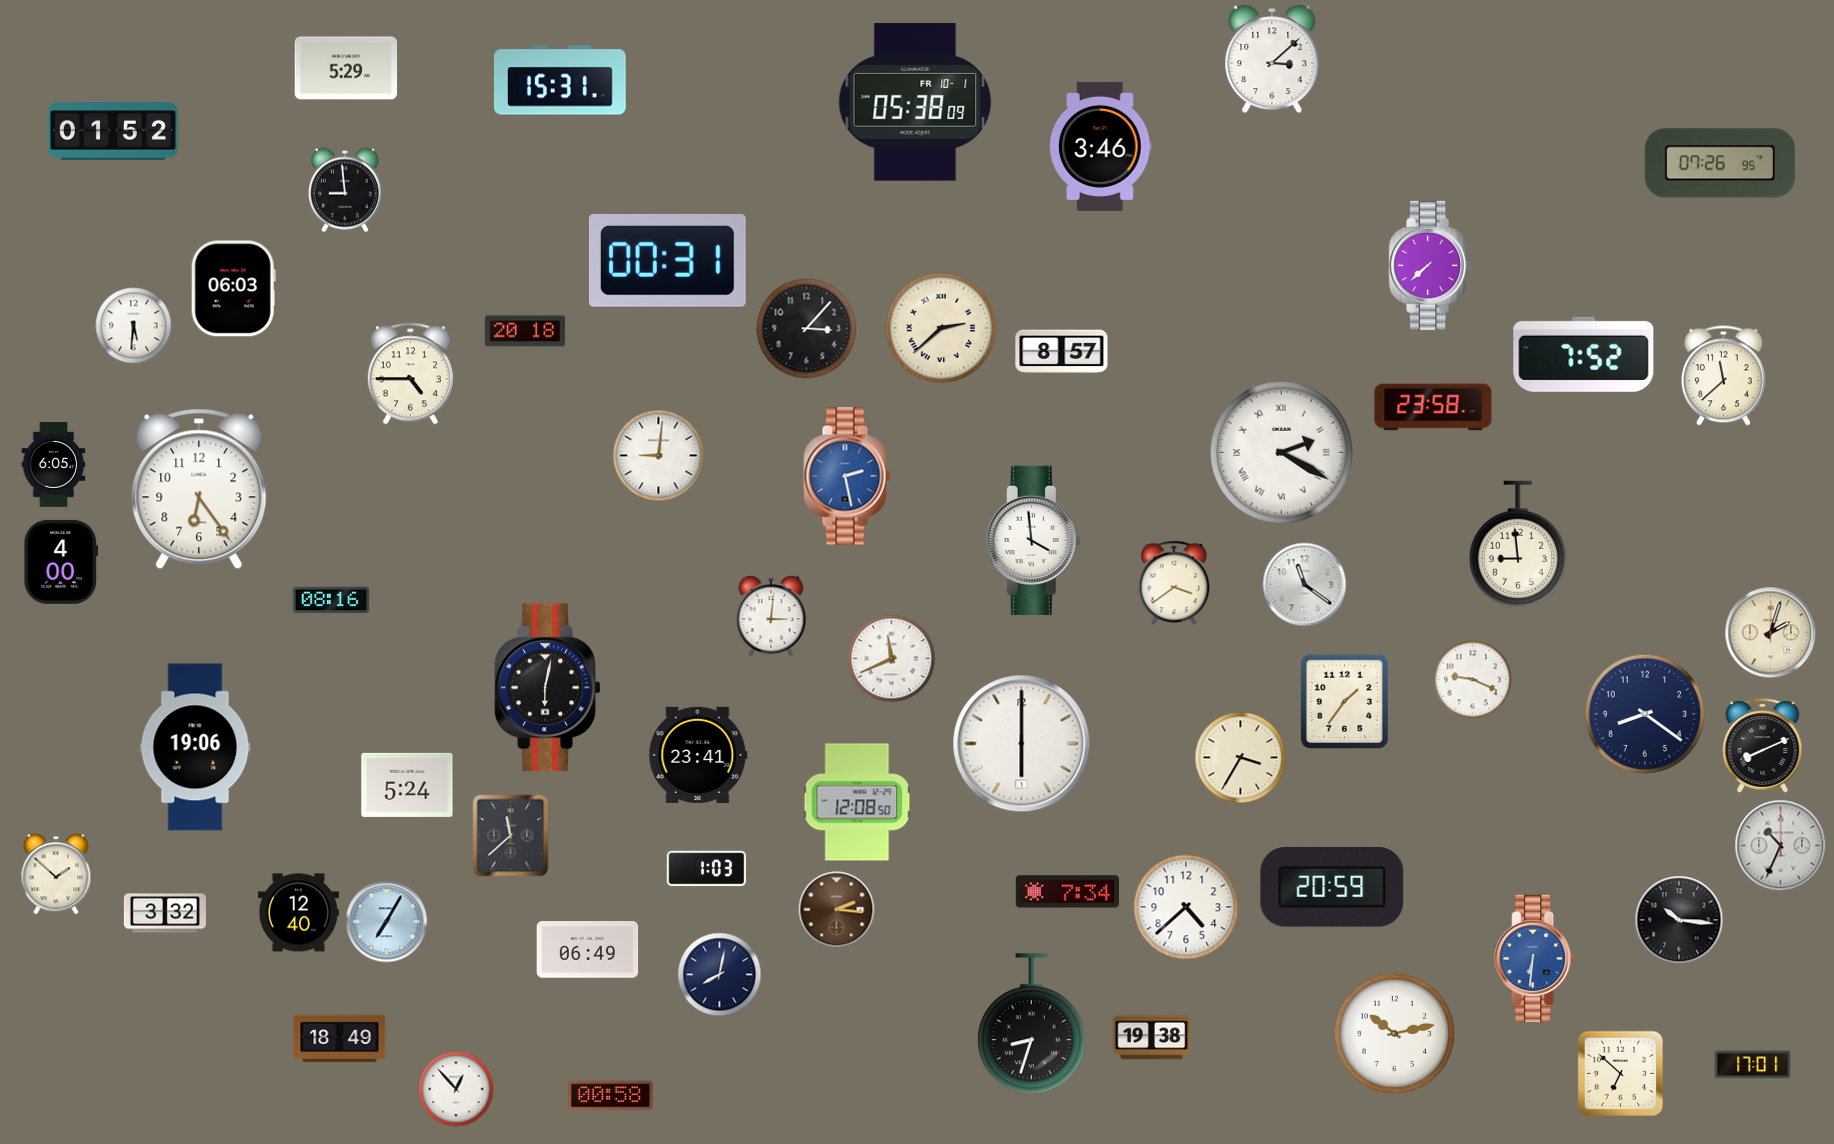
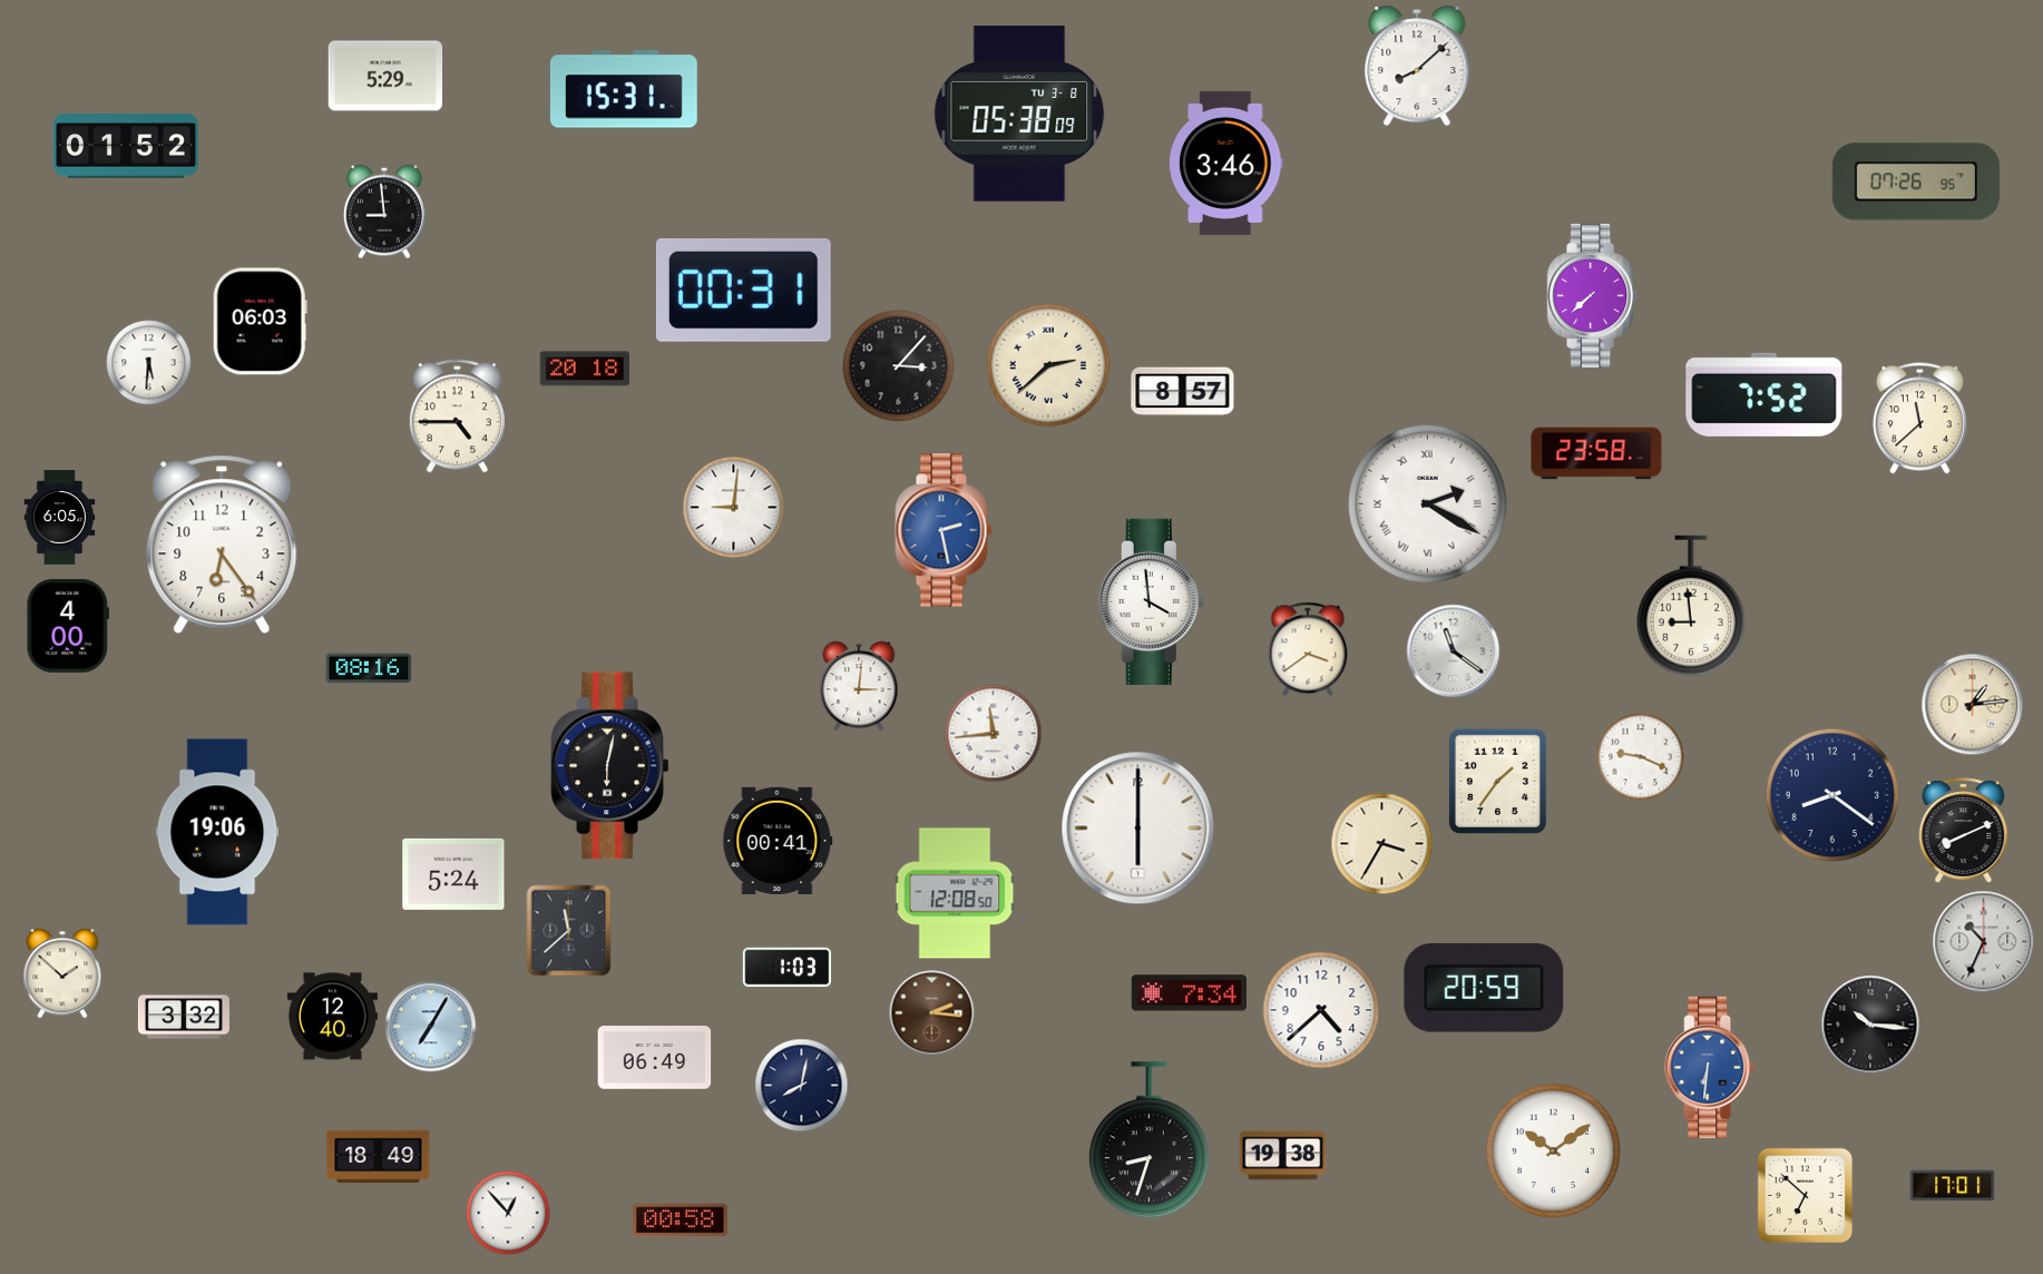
clock at (1272, 59): 3:08 -> 8:08
clock at (915, 102) date: FR 10-1 -> TU 3-8
clock at (1771, 633): 2:03 -> 1:14
clock at (892, 659): 11:41 -> 11:44
clock at (698, 755): 23:41 -> 00:41
clock at (1394, 1033): 10:13 -> 10:09
